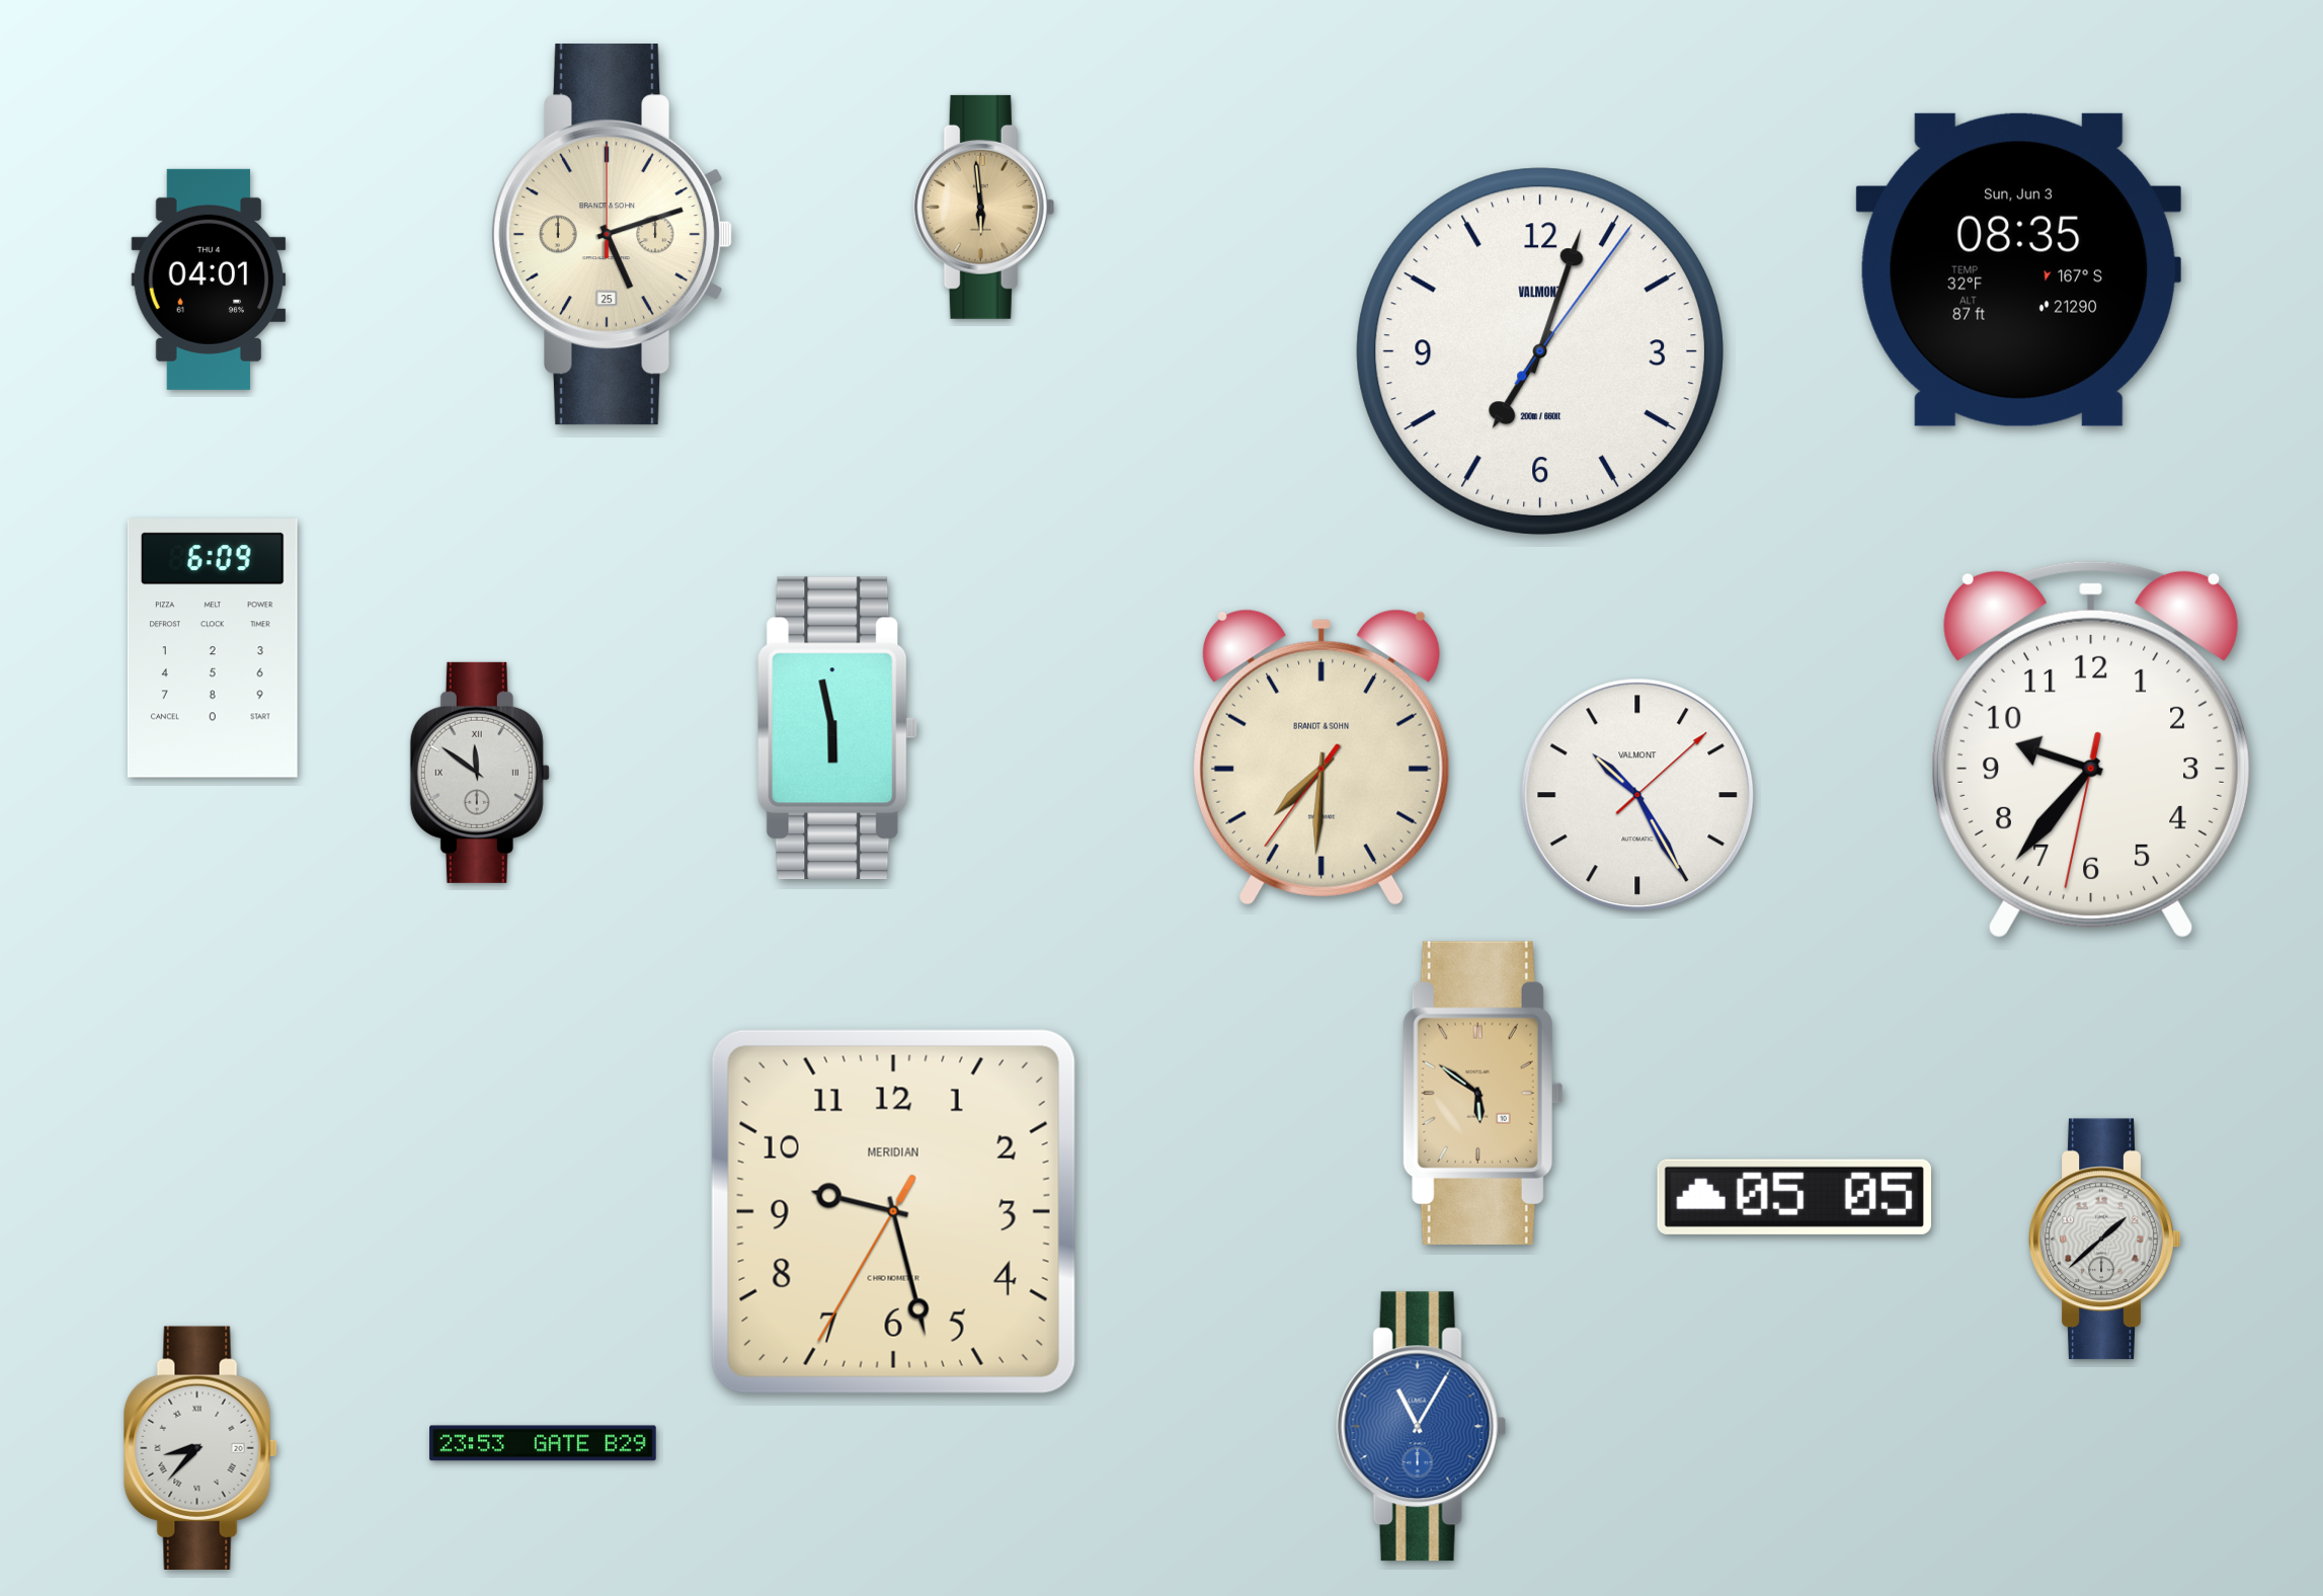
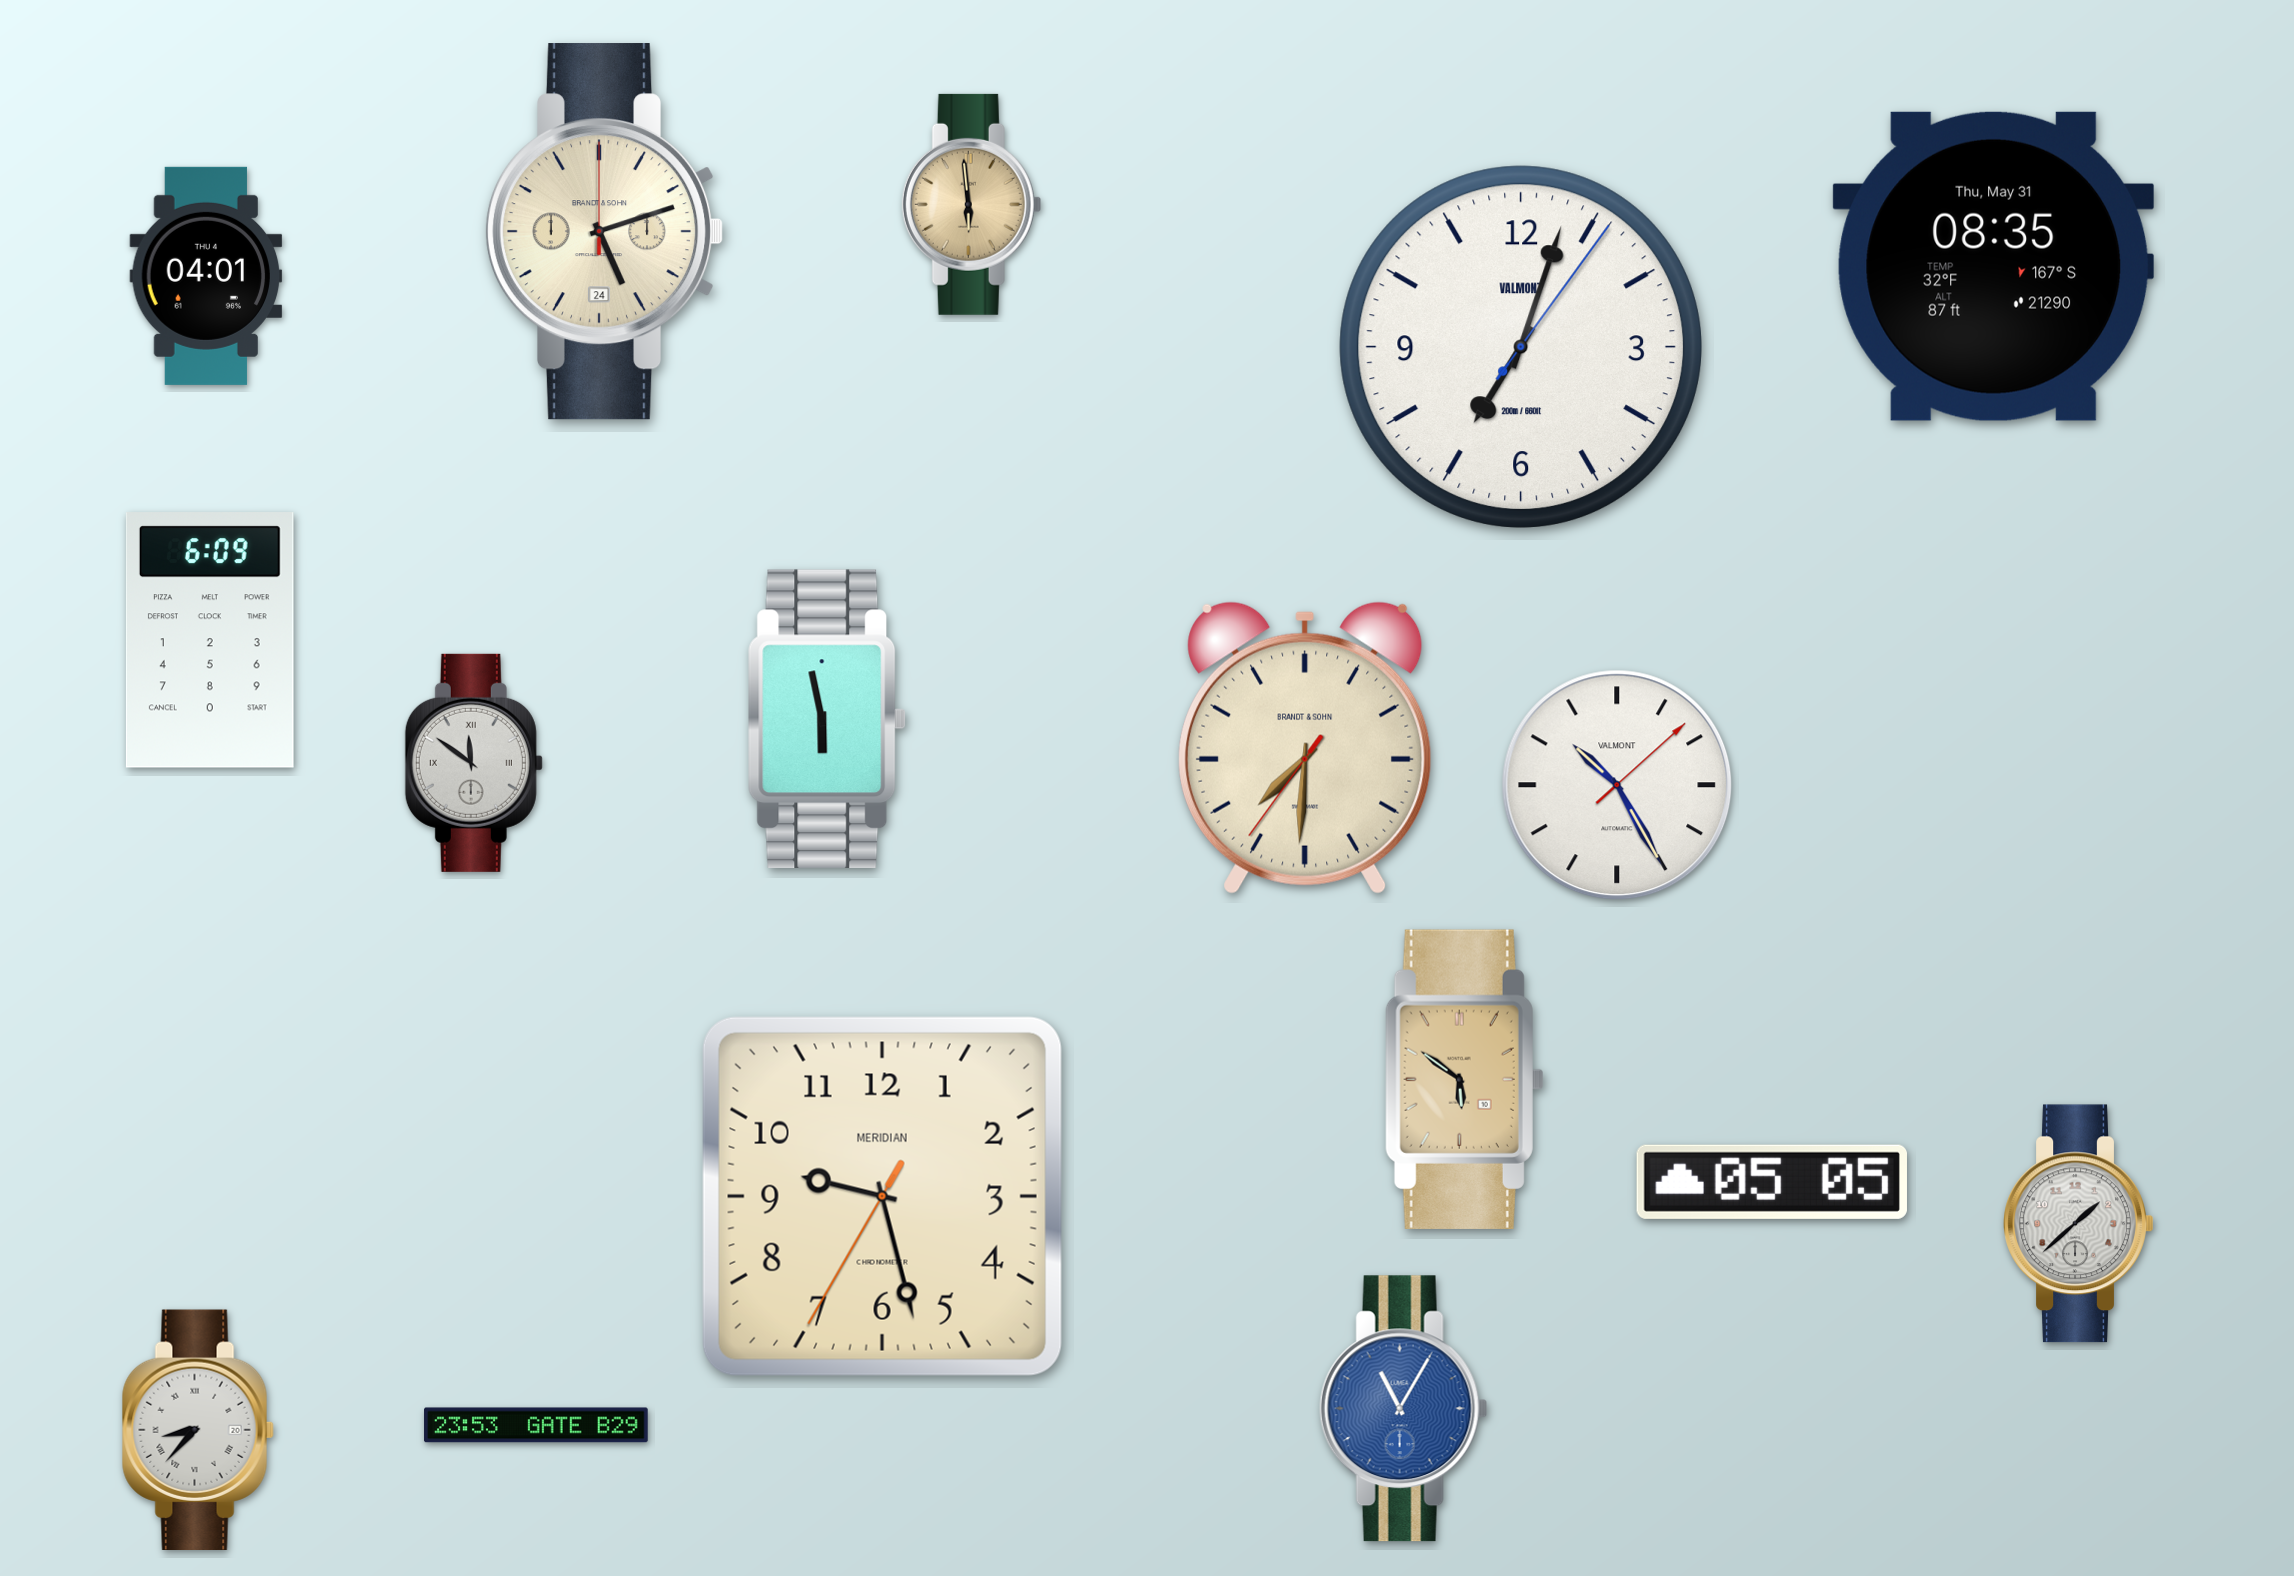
clock at (612, 235) date: 25 -> 24
clock at (2019, 269) date: Sun, Jun 3 -> Thu, May 31
clock at (2091, 749): 9:36 -> none
